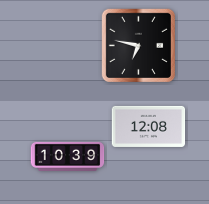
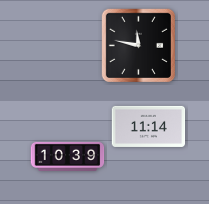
clock at (138, 45): 6:47 -> 11:47
clock at (149, 126): 12:08 -> 11:14
